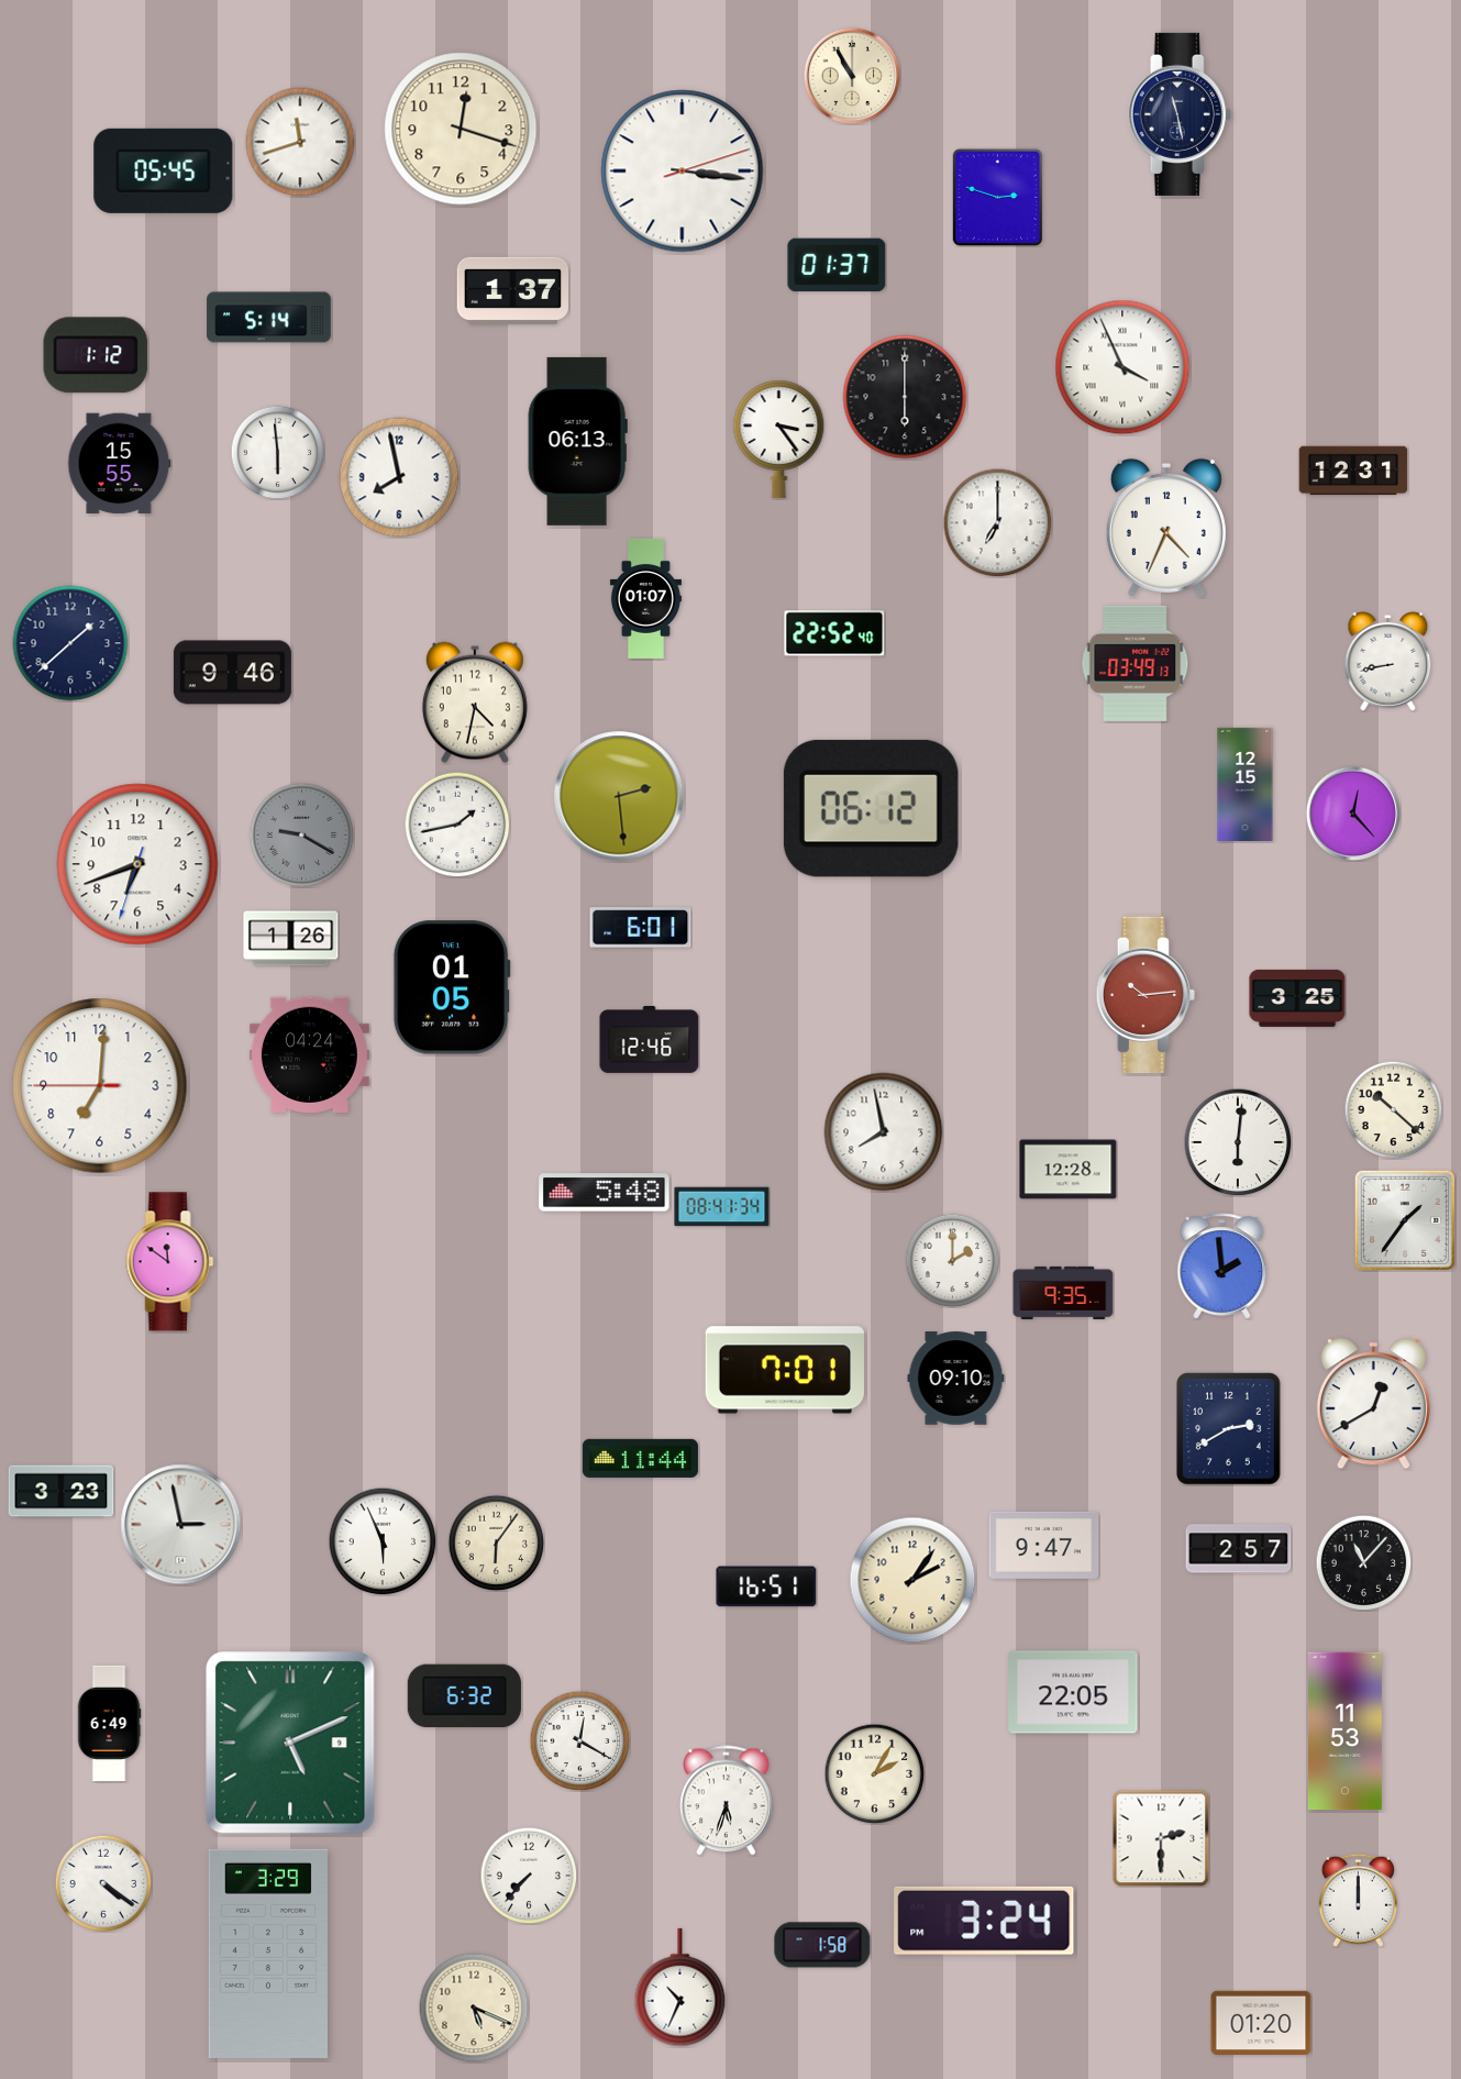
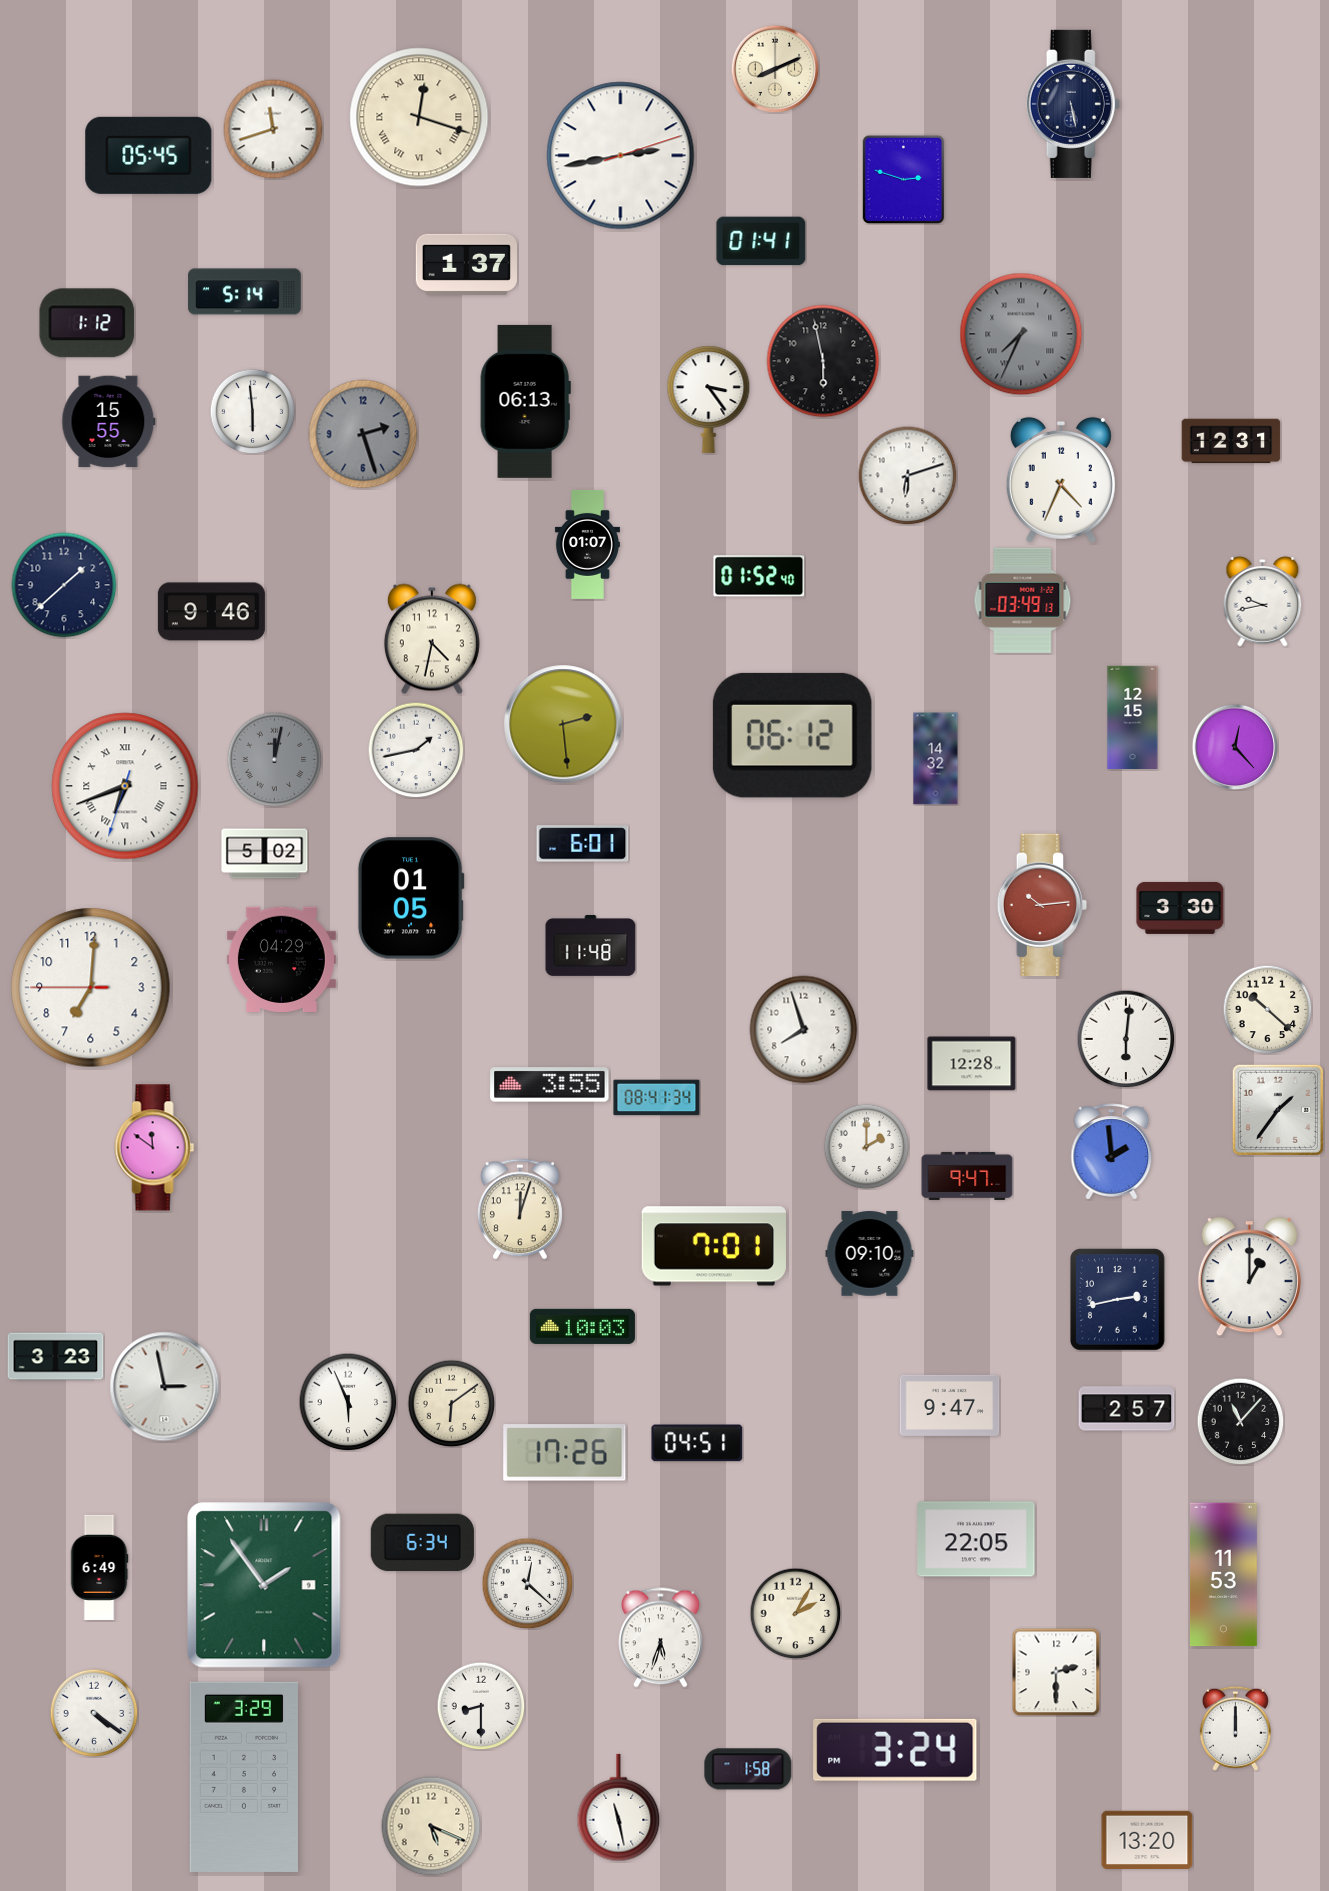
clock at (852, 76): 10:55 -> 8:11
clock at (1180, 114): 11:28 -> 5:28
clock at (461, 129) numerals: Arabic -> Roman
clock at (683, 172): 3:16 -> 2:43
clock at (998, 197) position: (998, 197) -> (904, 179)
clock at (837, 265): 01:37 -> 01:41
clock at (269, 318) position: (269, 318) -> (245, 292)
clock at (1122, 367): 3:56 -> 7:34
clock at (1122, 367) dial: white -> grey
clock at (905, 397): 6:00 -> 5:58
clock at (1353, 471) position: (1353, 471) -> (1231, 441)
clock at (399, 477): 7:58 -> 2:27
clock at (399, 477) dial: white -> grey
clock at (998, 523): 7:00 -> 6:12
clock at (834, 633): 22:52 -> 01:52
clock at (1388, 661): 8:43 -> 9:43
clock at (1136, 663) position: (1136, 663) -> (1023, 600)
clock at (1246, 784) position: (1246, 784) -> (1133, 717)
clock at (1353, 814) position: (1353, 814) -> (1235, 747)
clock at (301, 834): 9:20 -> 12:02
clock at (936, 759): none -> 14:32
clock at (137, 864) numerals: Arabic -> Roman
clock at (291, 939): 1:26 -> 5:02
clock at (1297, 998): 3:25 -> 3:30
clock at (650, 1040): 12:46 -> 11:48
clock at (309, 1054): 04:24 -> 04:29
clock at (884, 1132): 7:58 -> 7:57
clock at (605, 1193): 5:48 -> 3:55
clock at (1063, 1293): 9:35 -> 9:47
clock at (520, 1209): none -> 12:03
clock at (1373, 1404): 12:40 -> 1:00
clock at (1229, 1429): 2:40 -> 2:43
clock at (640, 1458): 11:44 -> 10:03
clock at (496, 1542): 6:06 -> 6:09
clock at (912, 1580): 2:06 -> none
clock at (766, 1586): 16:51 -> 04:51
clock at (565, 1453): none -> 17:26
clock at (464, 1696): 6:32 -> 6:34
clock at (579, 1740): 12:20 -> 12:22
clock at (290, 1743): 5:11 -> 1:54
clock at (529, 1876): 7:37 -> 8:30
clock at (984, 1921) position: (984, 1921) -> (895, 1750)
clock at (680, 1988): 10:34 -> 11:28
clock at (1261, 2023): 01:20 -> 13:20
